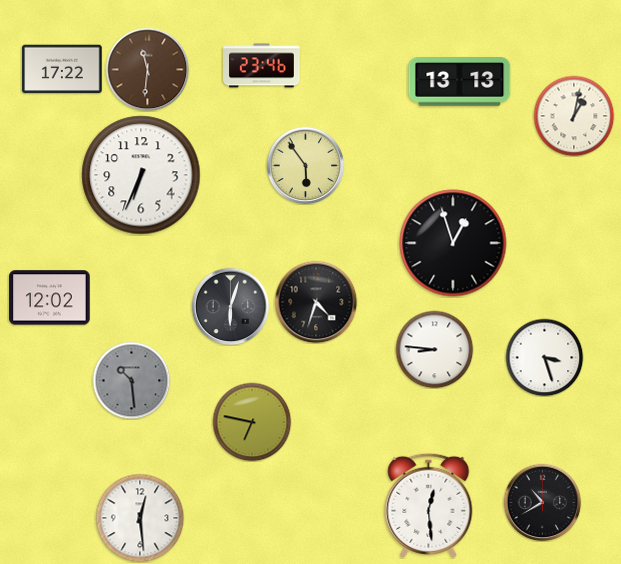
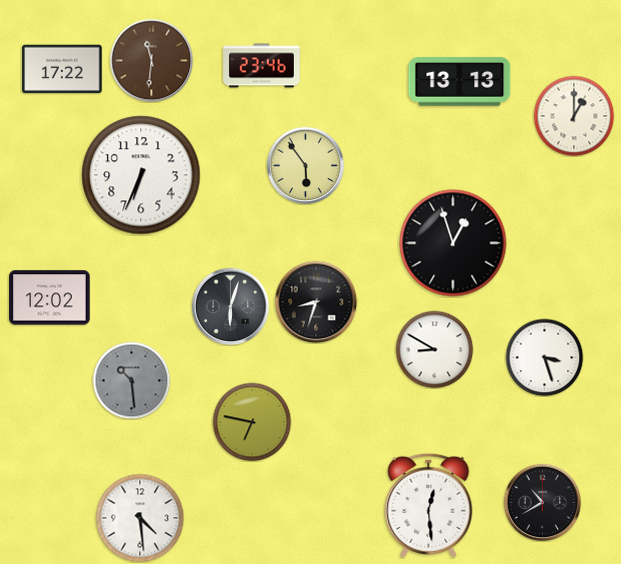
clock at (147, 69) position: (147, 69) -> (151, 60)
clock at (574, 116): 1:02 -> 1:00
clock at (316, 302): 4:33 -> 8:33
clock at (434, 349): 8:46 -> 8:50
clock at (140, 518): 12:29 -> 4:29
